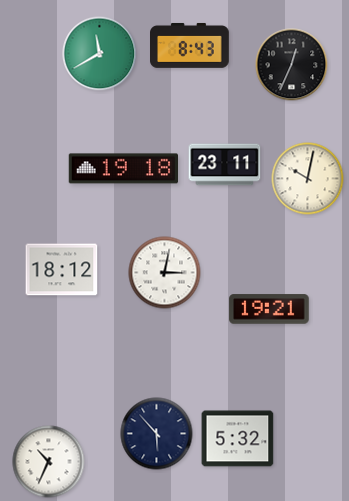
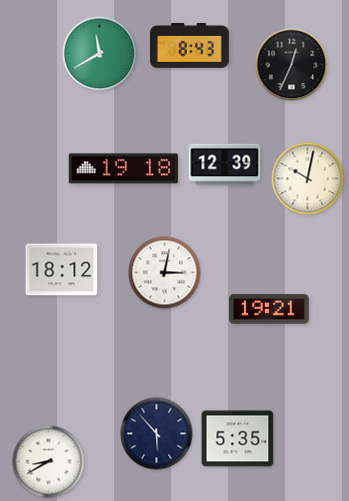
clock at (225, 165): 23:11 -> 12:39
clock at (238, 439): 5:32 -> 5:35
clock at (49, 462): 10:34 -> 8:40
